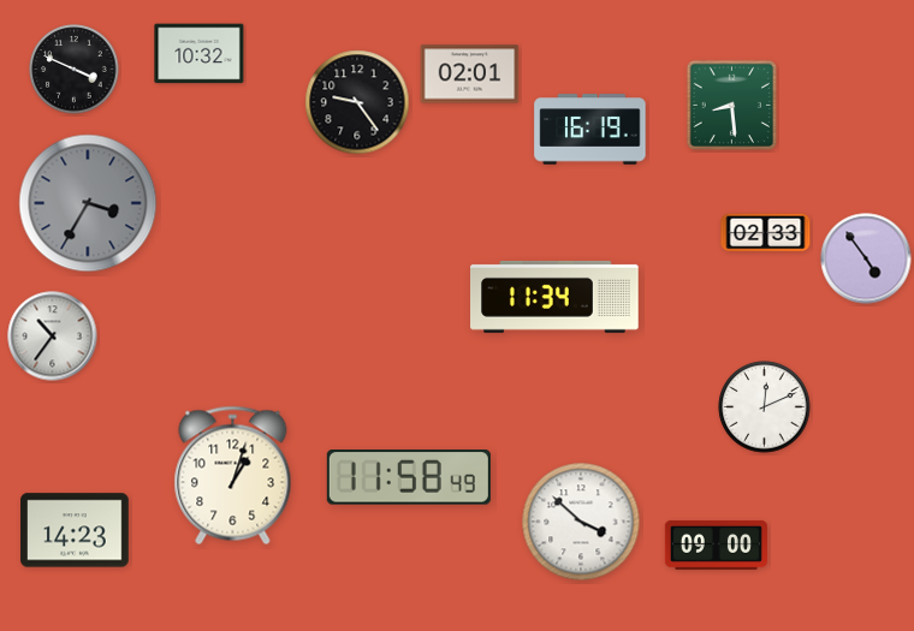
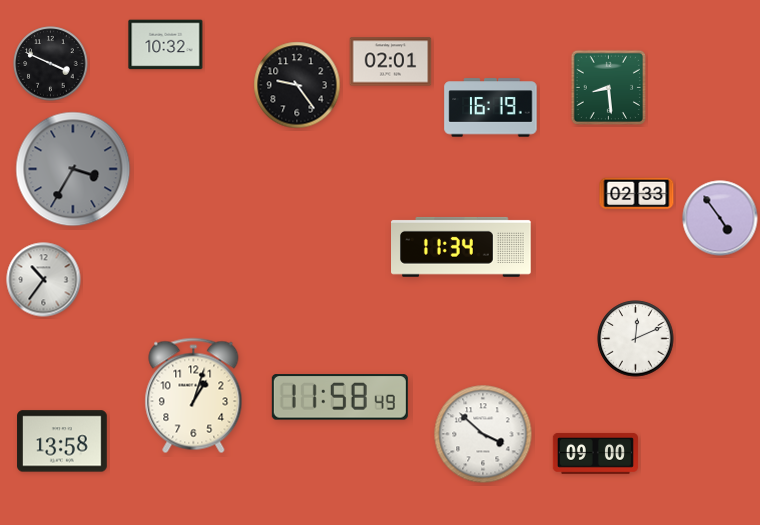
clock at (75, 70) position: (75, 70) -> (51, 64)
clock at (866, 258) position: (866, 258) -> (720, 218)
clock at (75, 530): 14:23 -> 13:58
